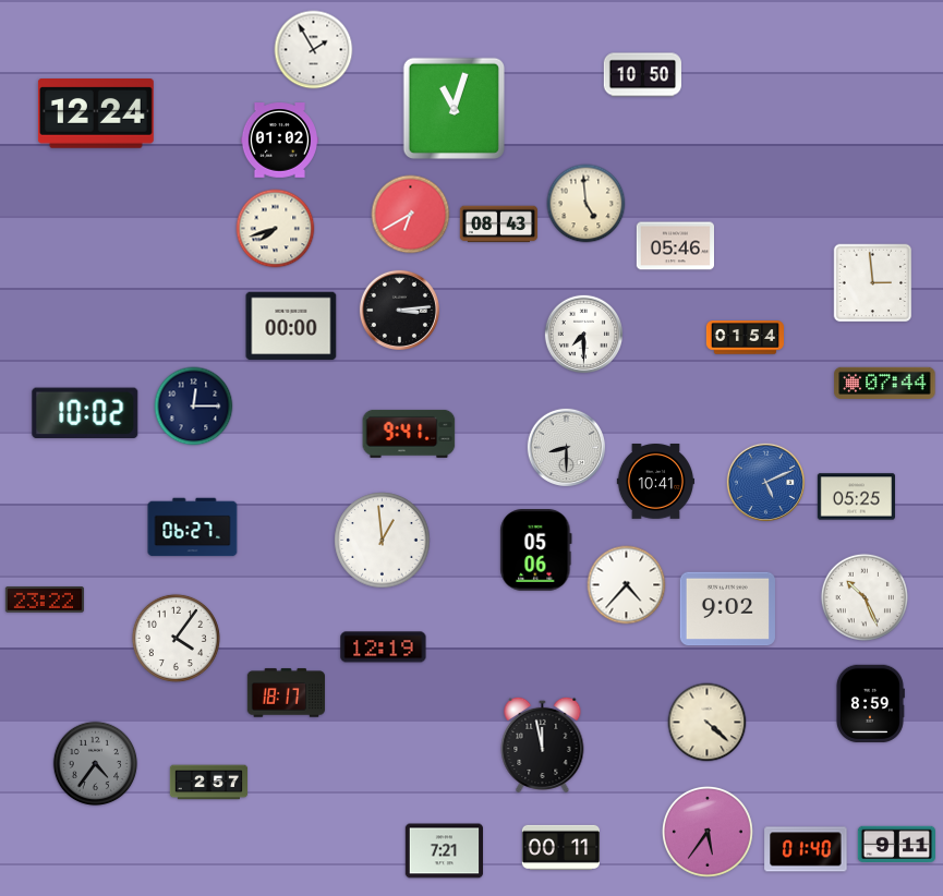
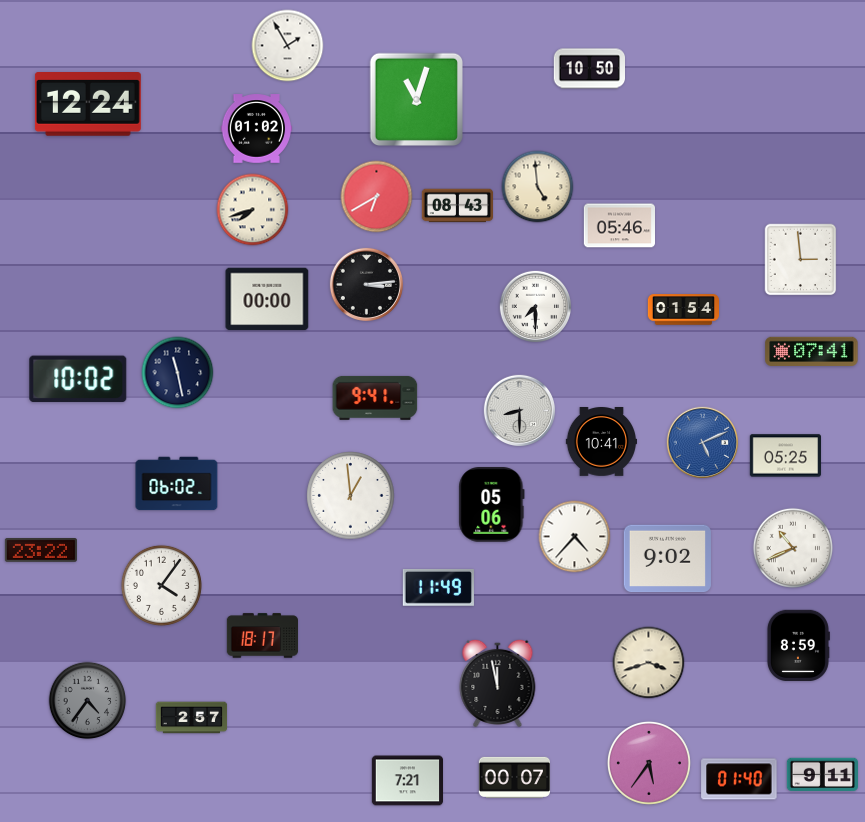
clock at (885, 383): 07:44 -> 07:41
clock at (194, 407): 12:15 -> 11:28
clock at (193, 528): 06:27 -> 06:02
clock at (865, 597): 10:26 -> 10:41
clock at (438, 588): none -> 11:49
clock at (384, 647): 12:19 -> none
clock at (708, 723): 4:22 -> 3:42
clock at (560, 847): 00:11 -> 00:07
